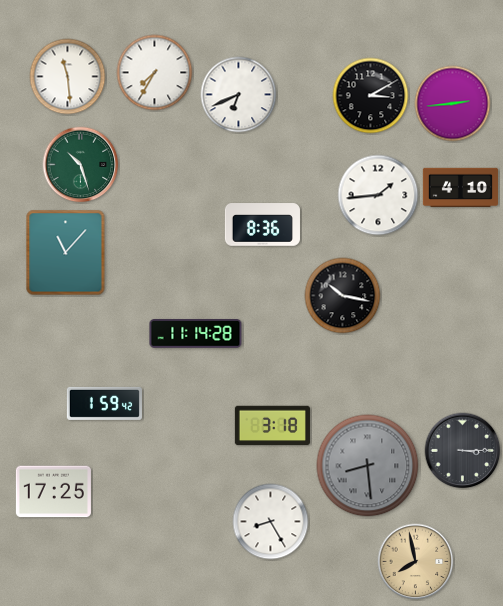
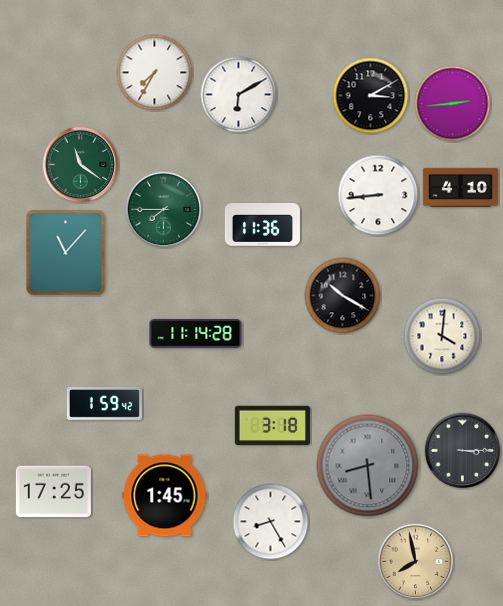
clock at (68, 77): 11:29 -> none
clock at (239, 95): 6:41 -> 6:10
clock at (81, 165): 10:27 -> 11:21
clock at (378, 195): 1:44 -> 8:44
clock at (164, 210): none -> 7:45
clock at (262, 225): 8:36 -> 11:36
clock at (343, 296): 10:17 -> 10:20
clock at (442, 336): none -> 4:01
clock at (165, 496): none -> 1:45
